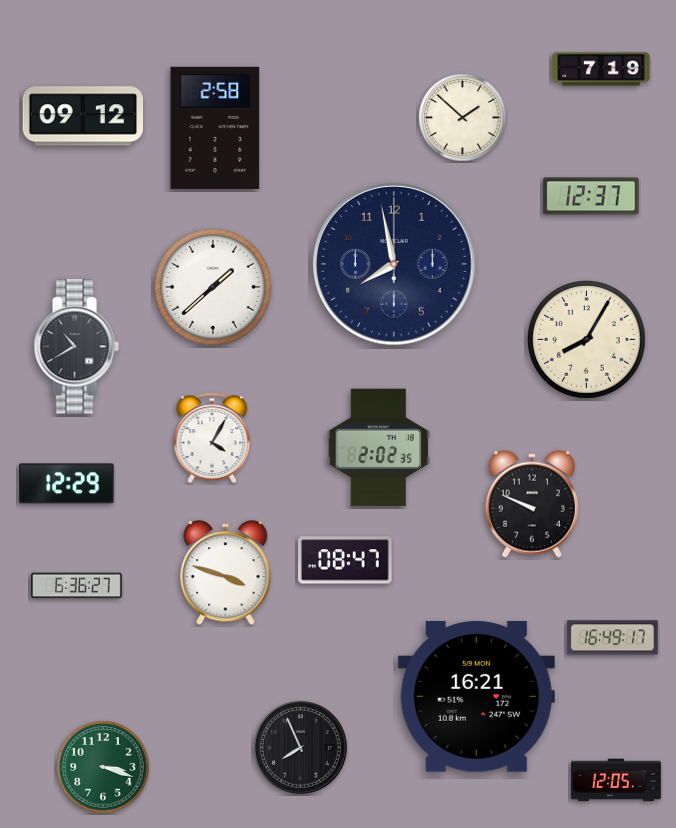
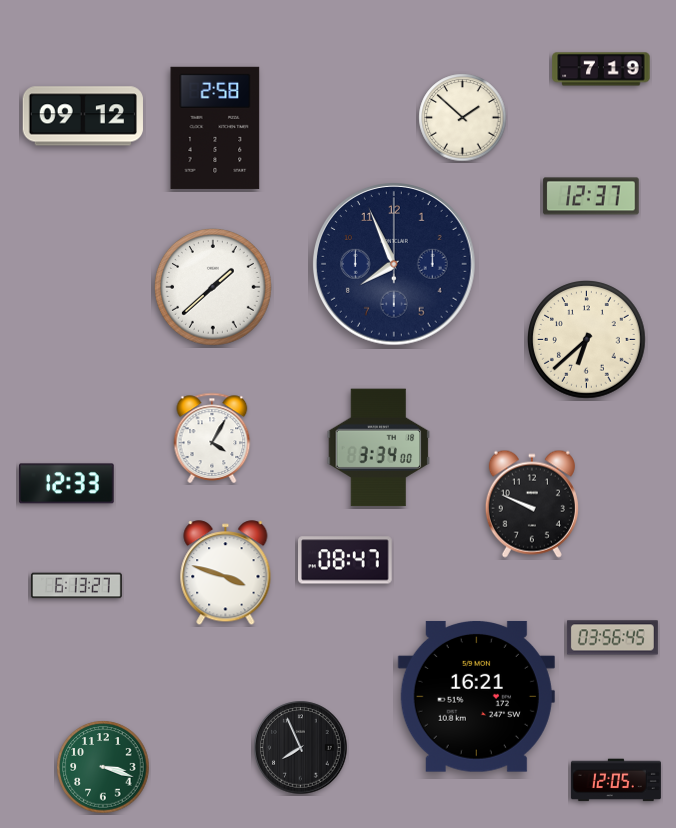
clock at (395, 265): 7:58 -> 7:56
clock at (587, 340): 8:05 -> 6:38
clock at (76, 347): 10:40 -> none
clock at (379, 448): 2:02 -> 3:34
clock at (67, 484): 12:29 -> 12:33
clock at (76, 586): 6:36 -> 6:13
clock at (612, 638): 16:49 -> 03:56
